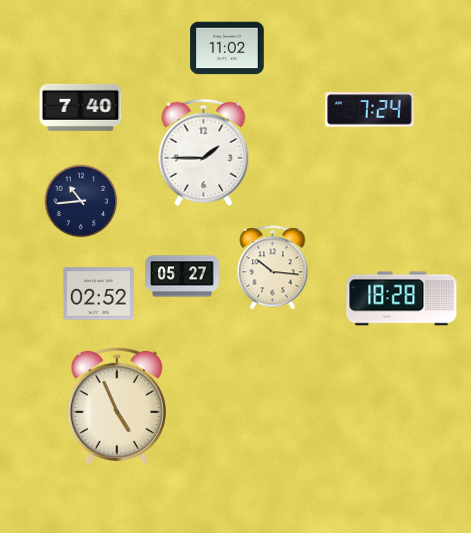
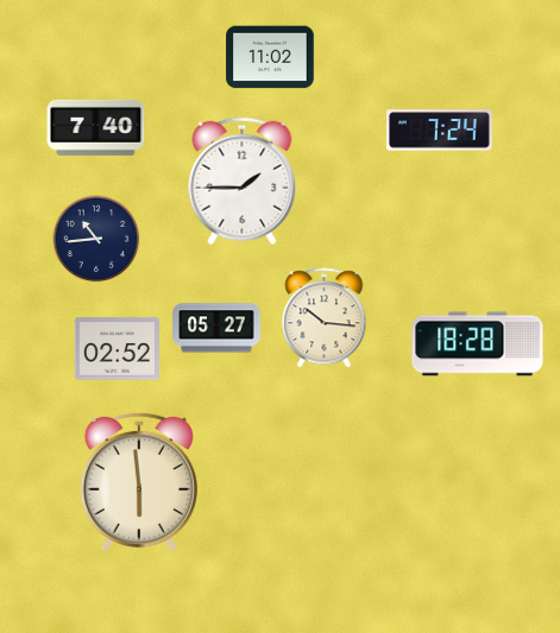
clock at (402, 299) position: (402, 299) -> (478, 344)
clock at (117, 406): 4:56 -> 5:59
